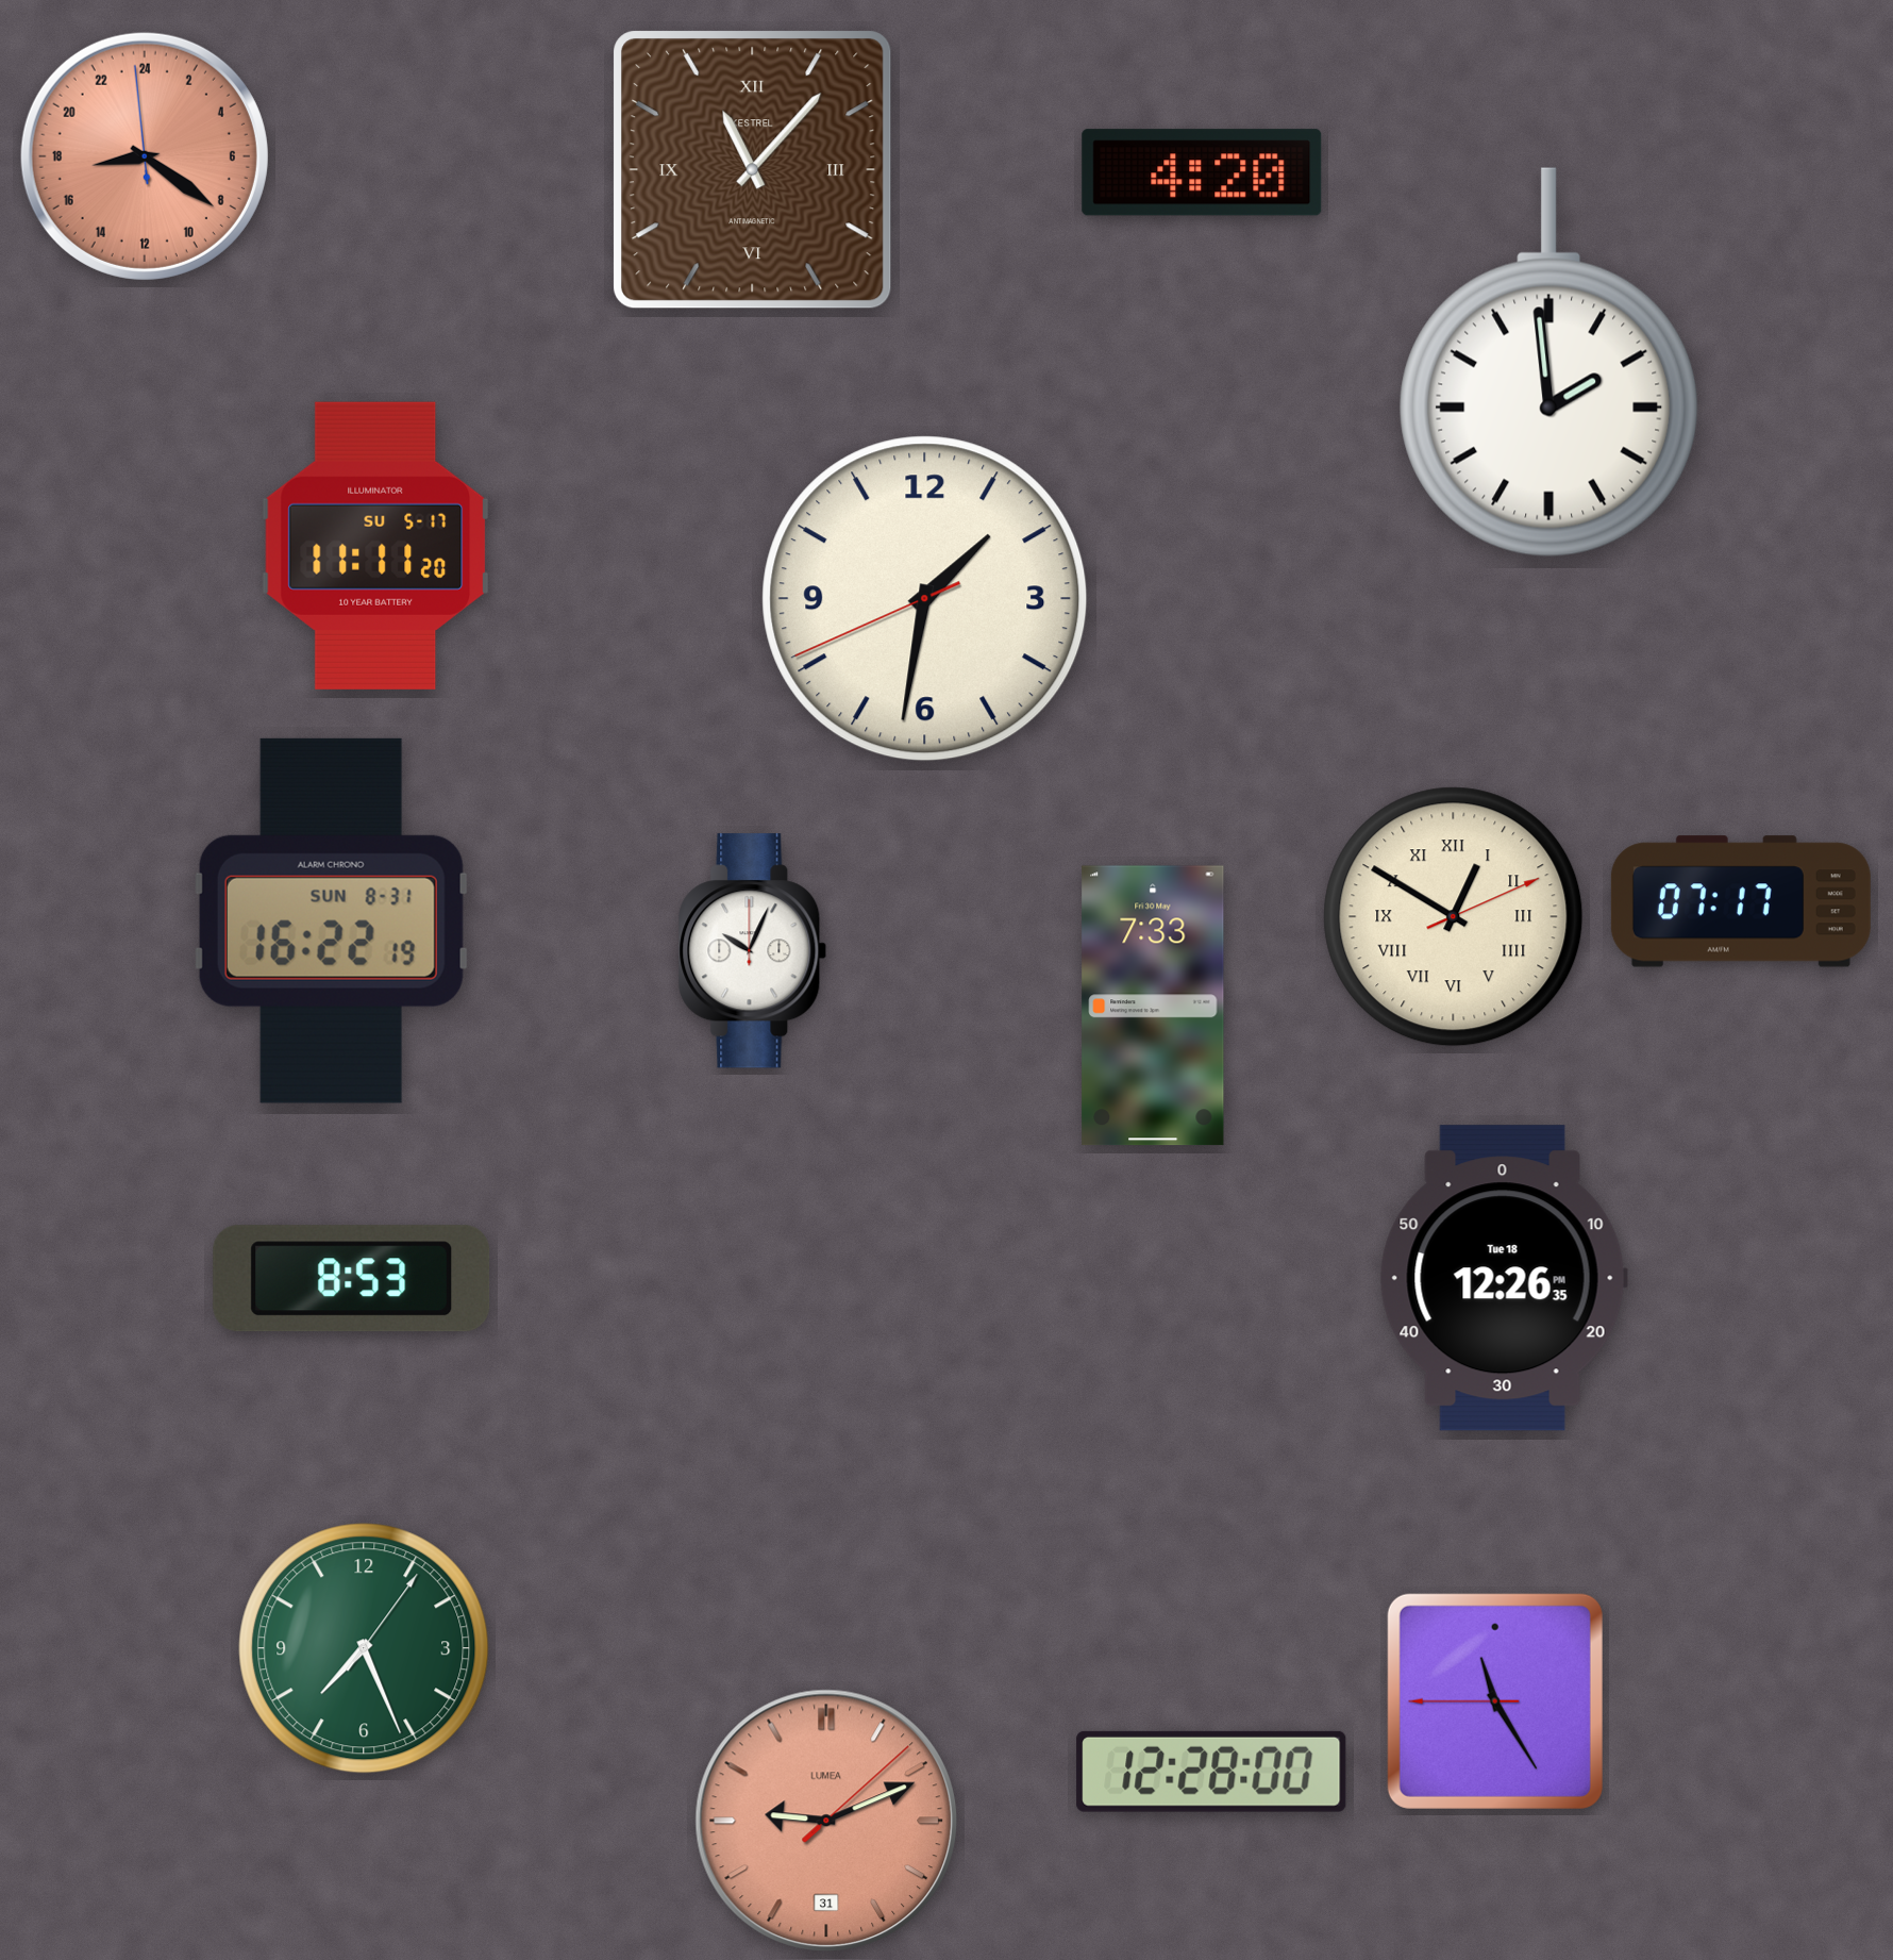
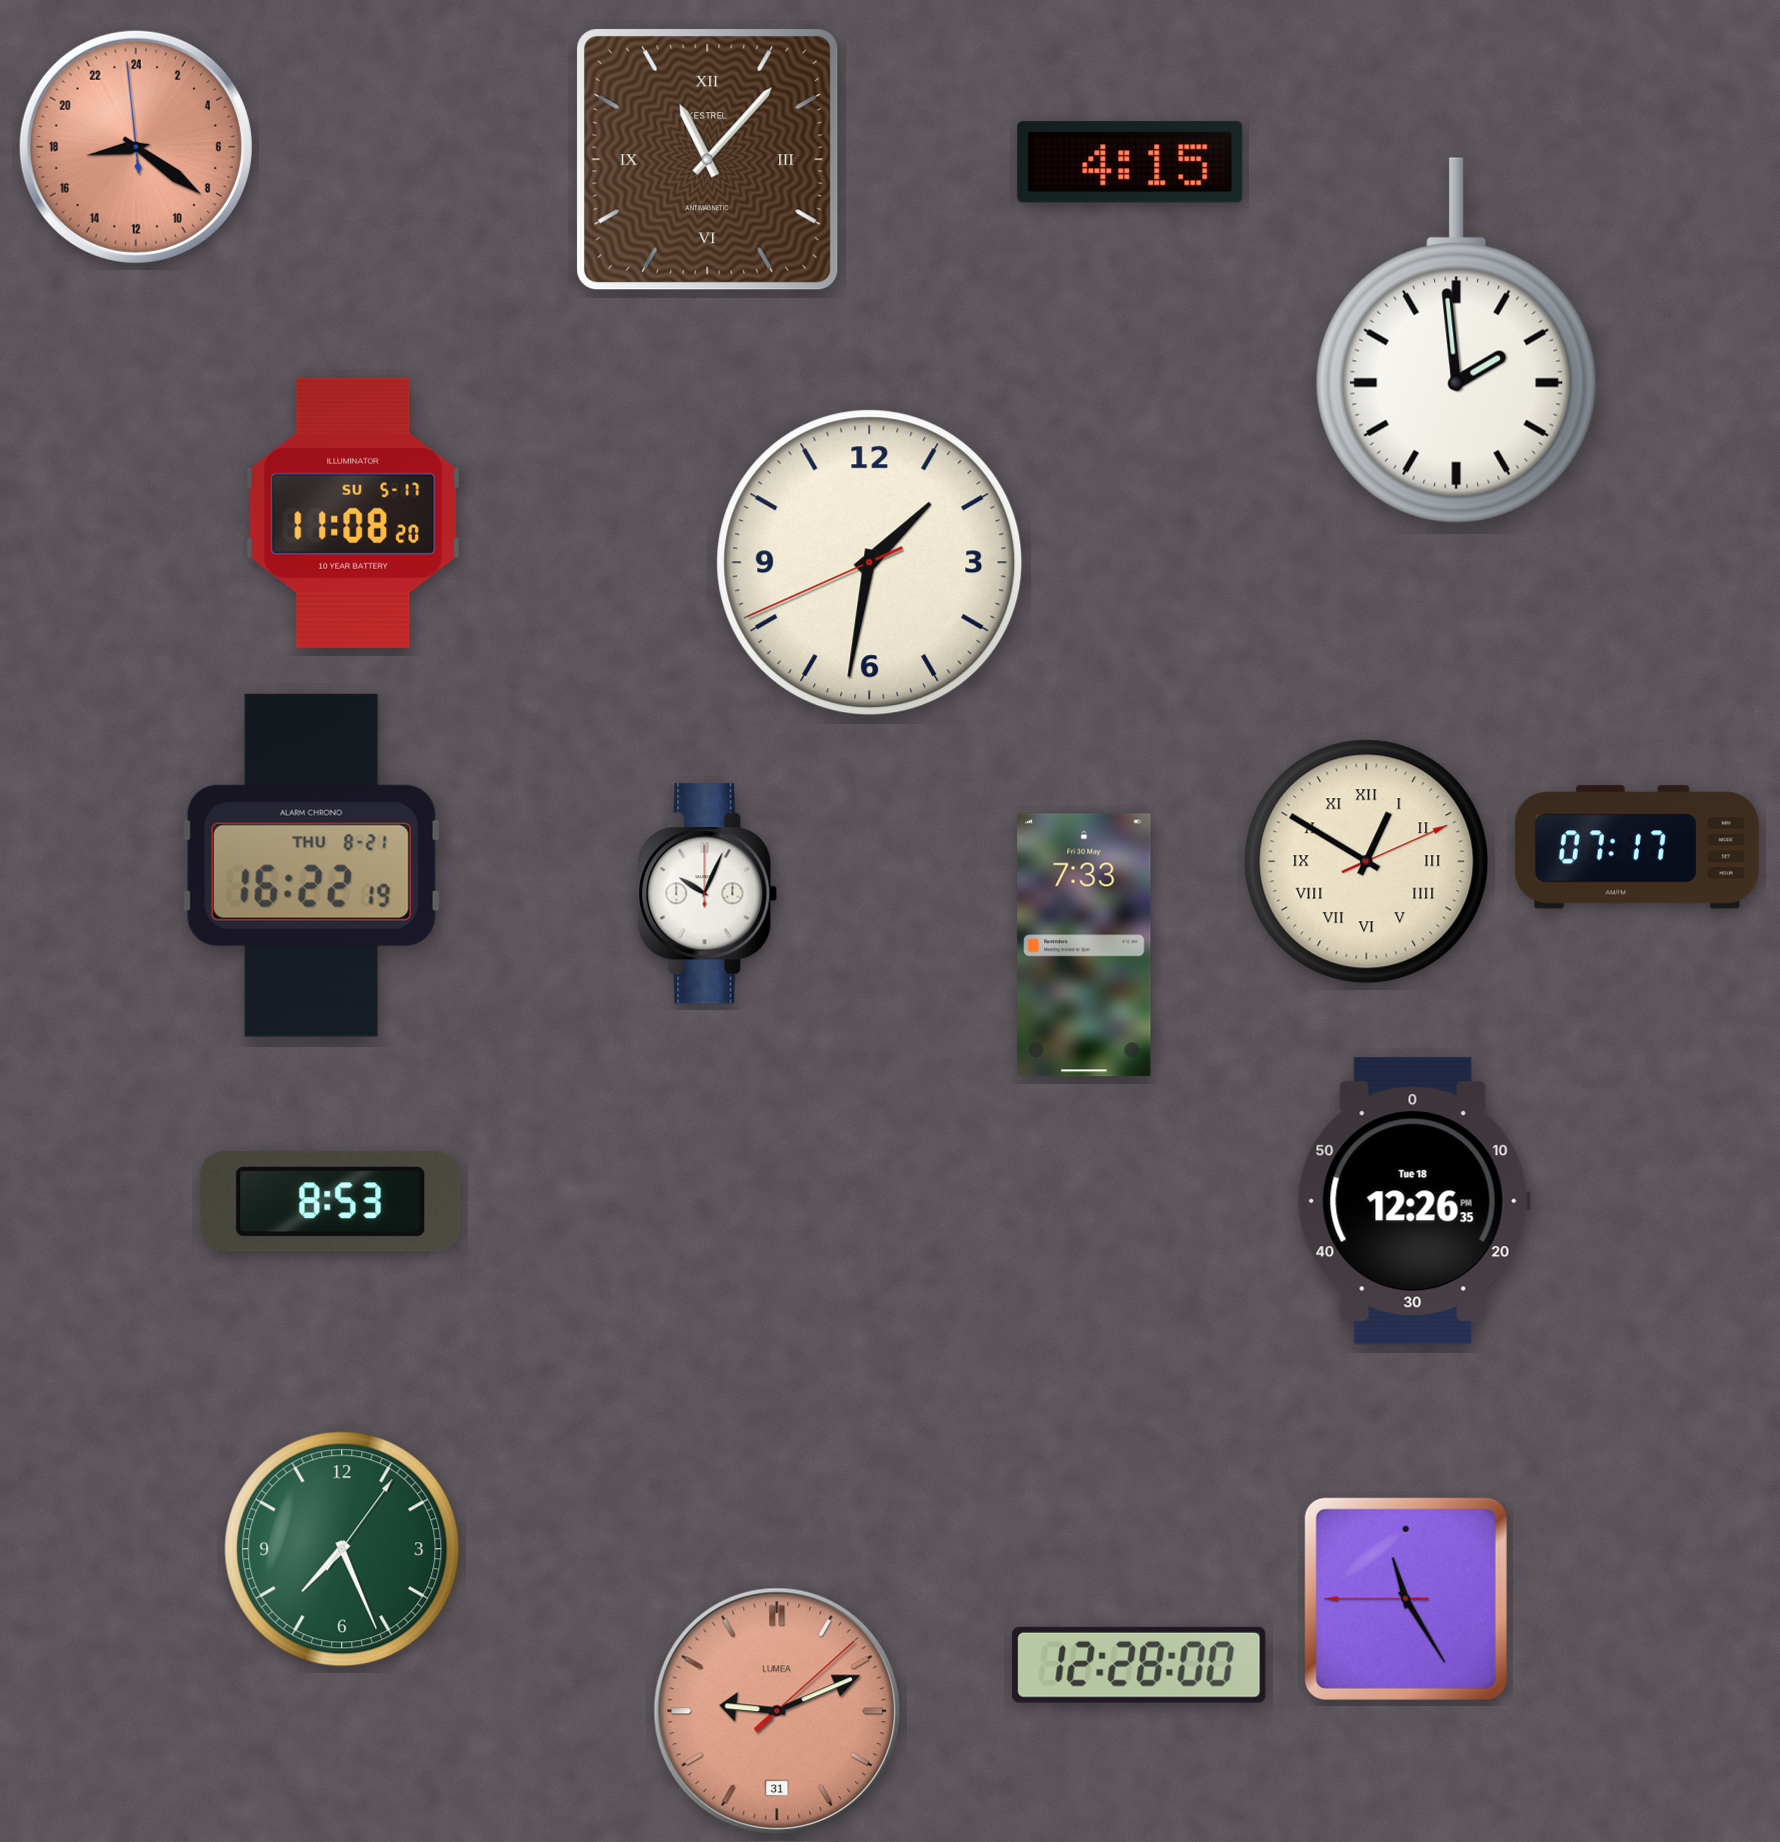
clock at (1202, 172): 4:20 -> 4:15
clock at (375, 546): 11:11 -> 11:08
clock at (331, 920) date: SUN 8-31 -> THU 8-21
